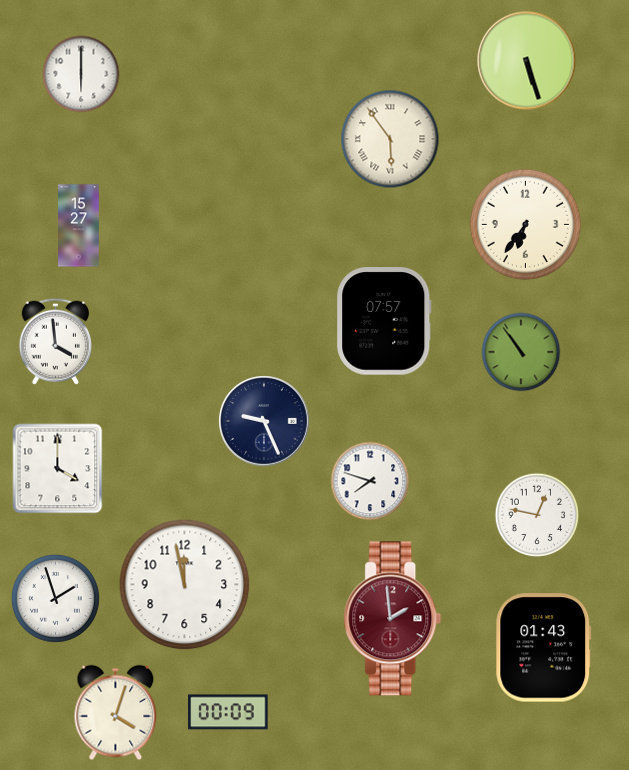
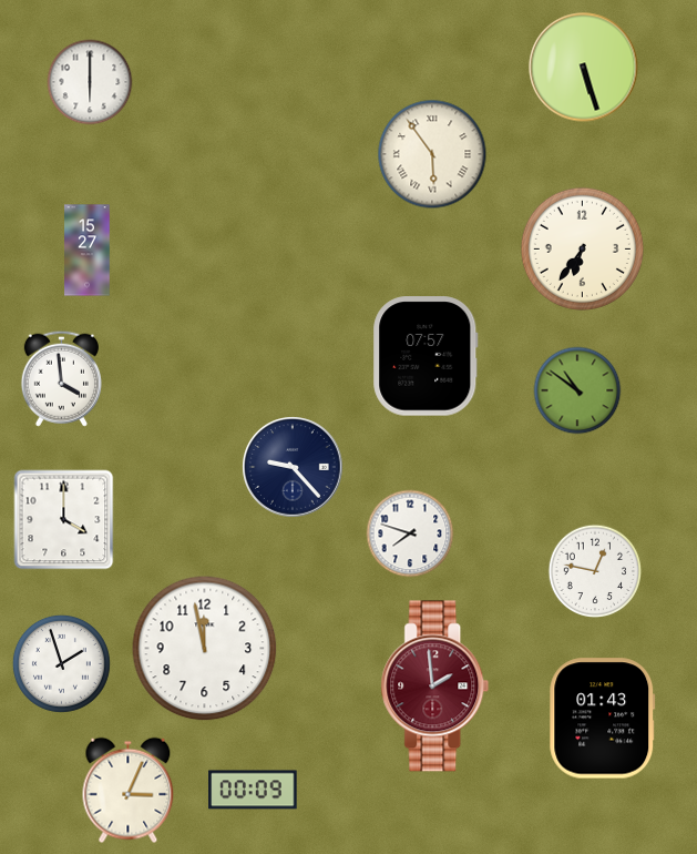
clock at (521, 352): 10:54 -> 10:51
clock at (264, 421): 9:26 -> 9:23
clock at (116, 713): 4:03 -> 3:04
